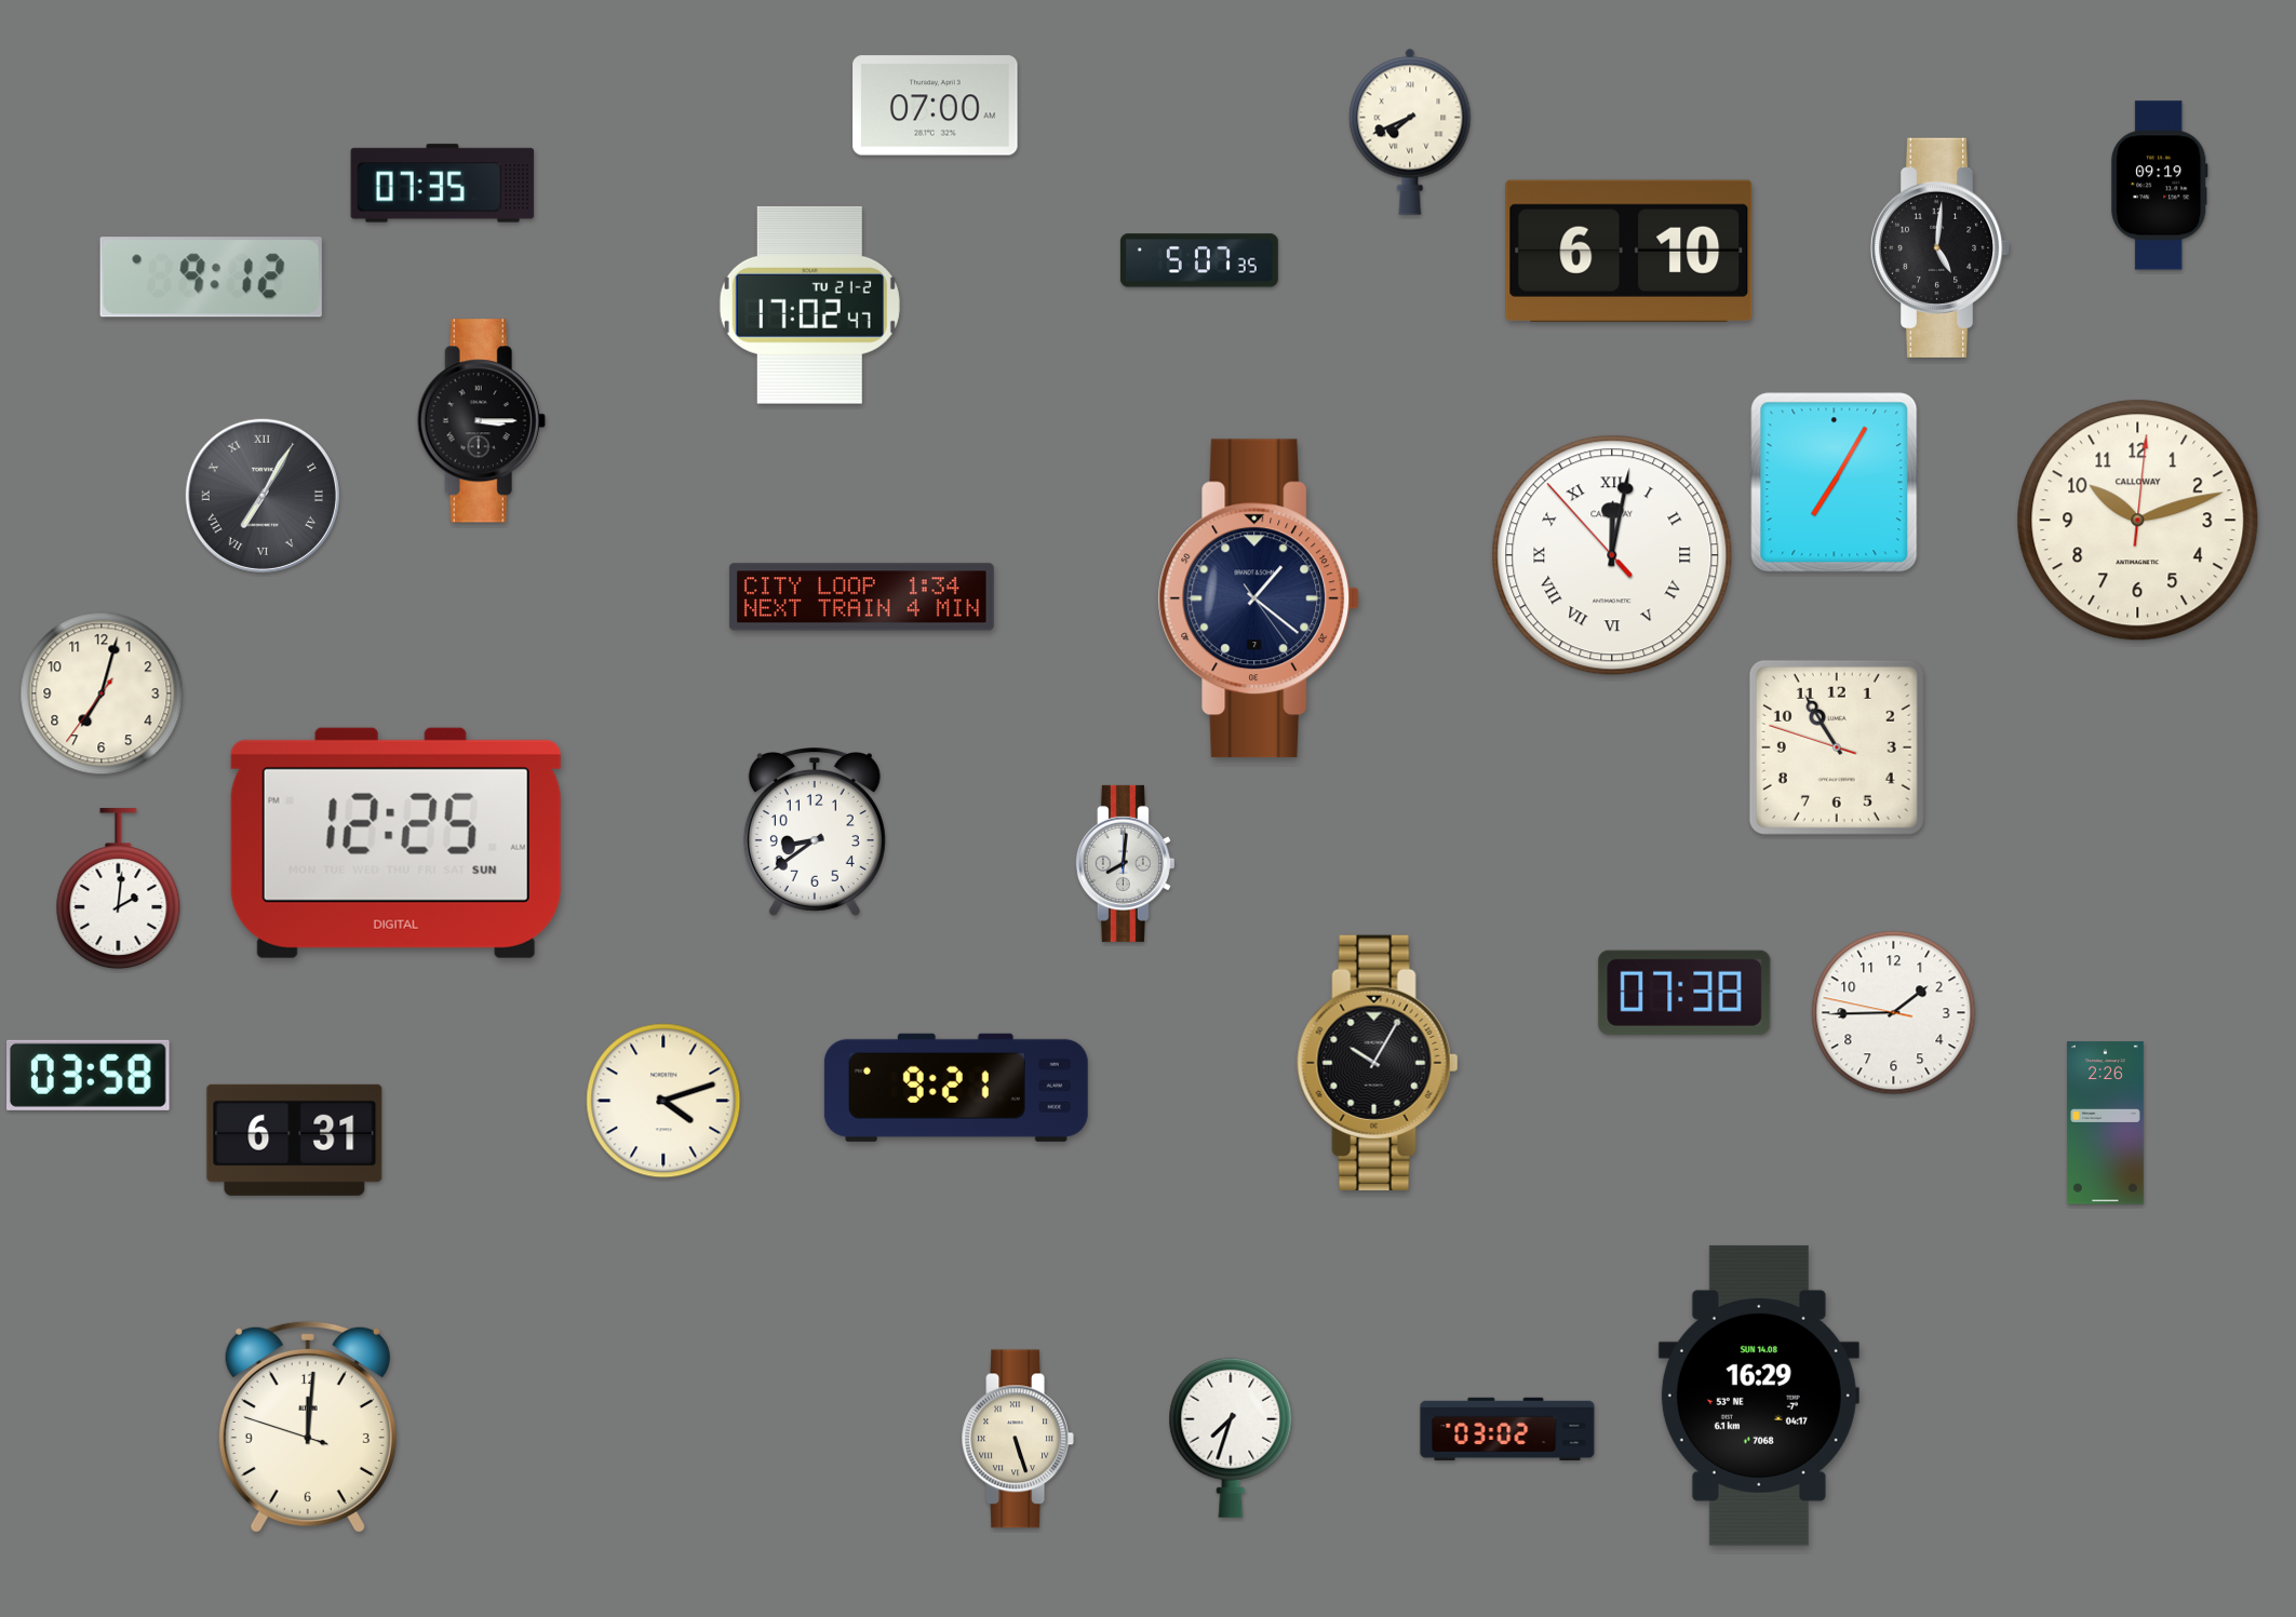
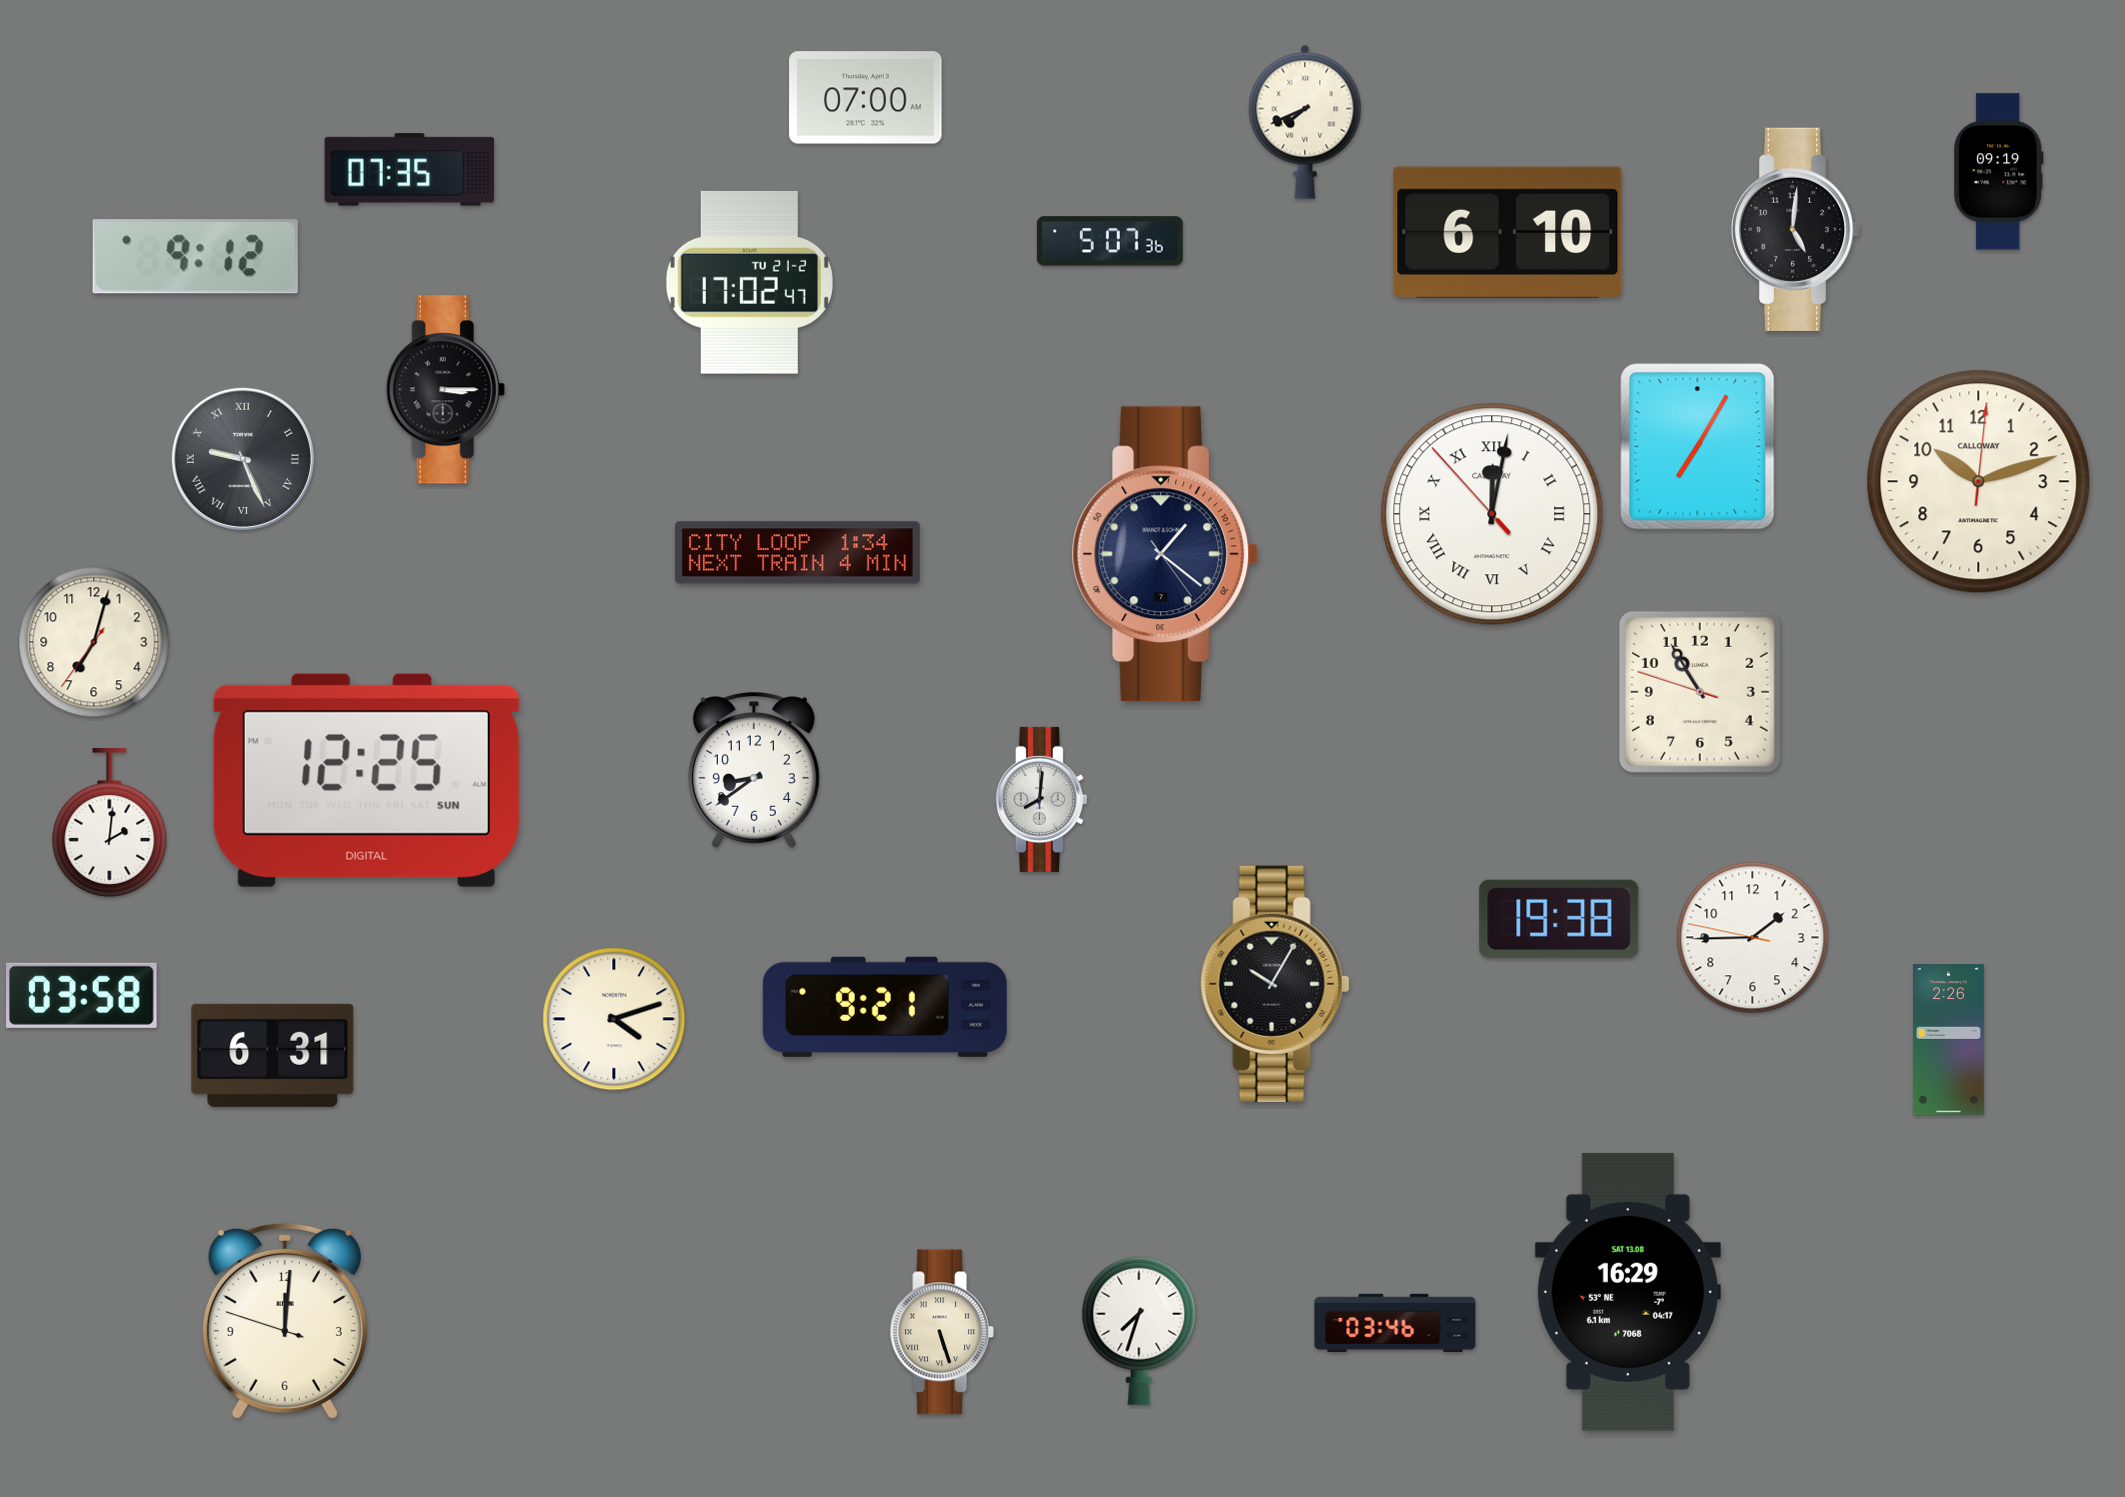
clock at (1199, 260): 5:07:35 -> 5:07:36
clock at (263, 496): 7:05 -> 9:26
clock at (1684, 993): 07:38 -> 19:38
clock at (1759, 1396) date: SUN 14.08 -> SAT 13.08
clock at (1507, 1429): 03:02 -> 03:46
